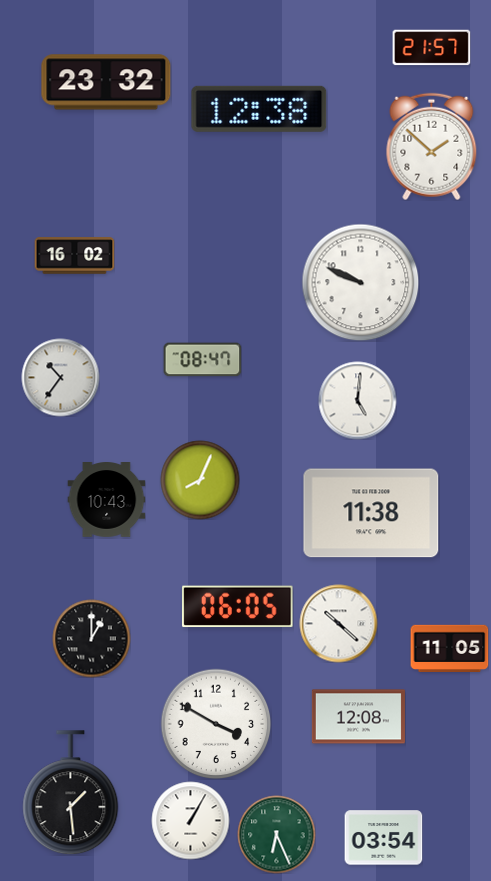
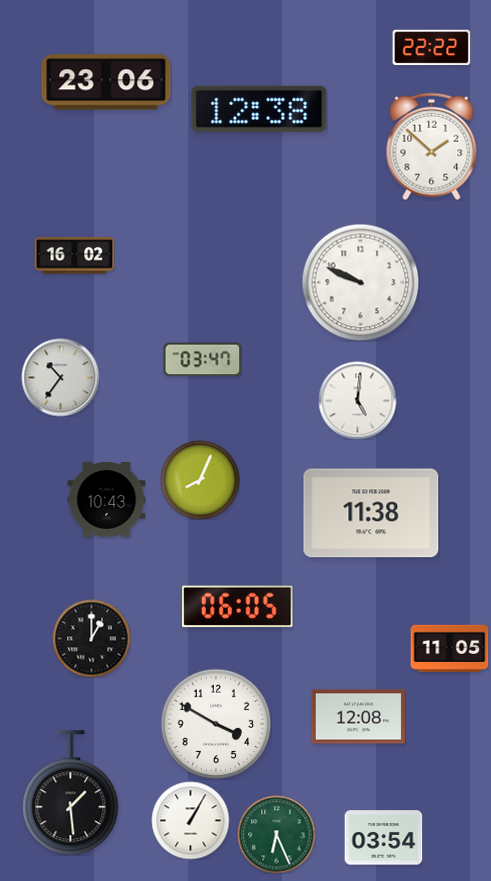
clock at (431, 48): 21:57 -> 22:22
clock at (106, 82): 23:32 -> 23:06
clock at (202, 360): 08:47 -> 03:47
clock at (338, 623): 10:22 -> none
